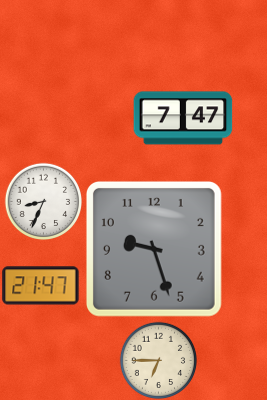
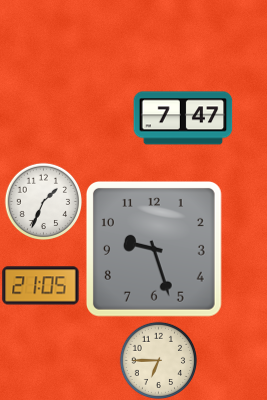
clock at (43, 201): 8:34 -> 1:34
clock at (41, 286): 21:47 -> 21:05
